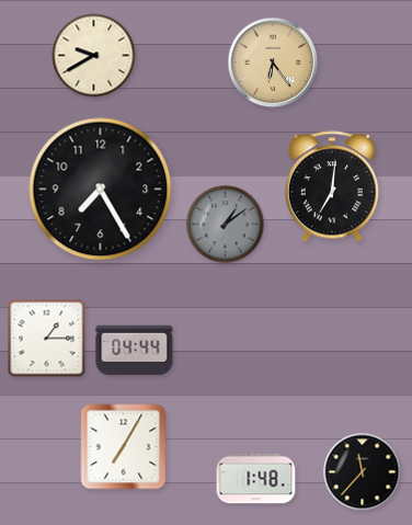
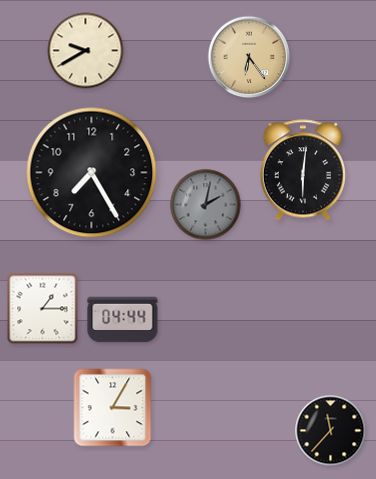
clock at (332, 186): 7:01 -> 6:01
clock at (226, 225): 1:09 -> 2:02
clock at (124, 447): 7:05 -> 3:05
clock at (256, 479): 1:48 -> none
